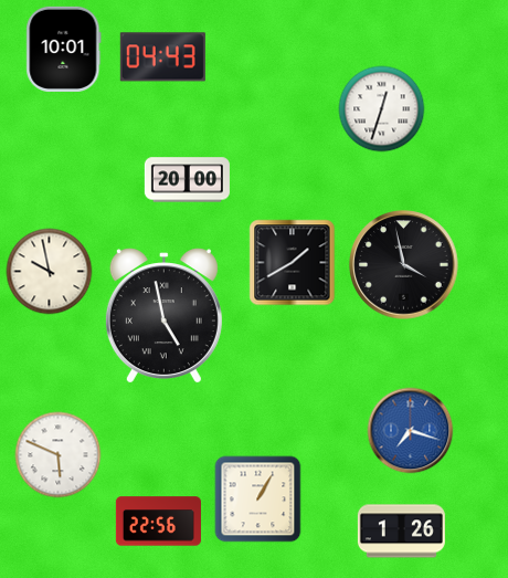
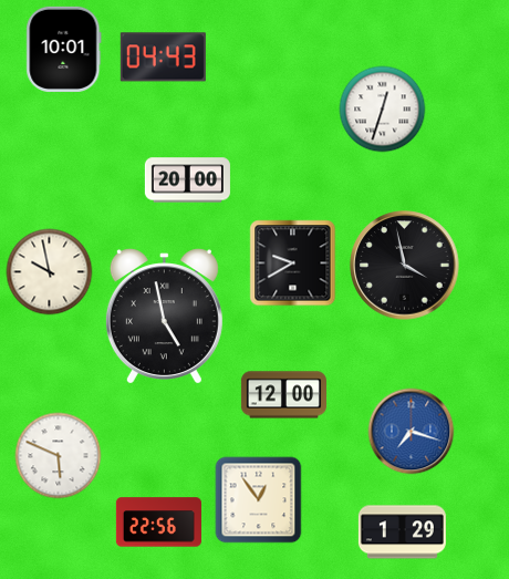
clock at (292, 262): 1:40 -> 9:40
clock at (283, 395): none -> 12:00
clock at (257, 498): 1:05 -> 12:54
clock at (401, 532): 1:26 -> 1:29
